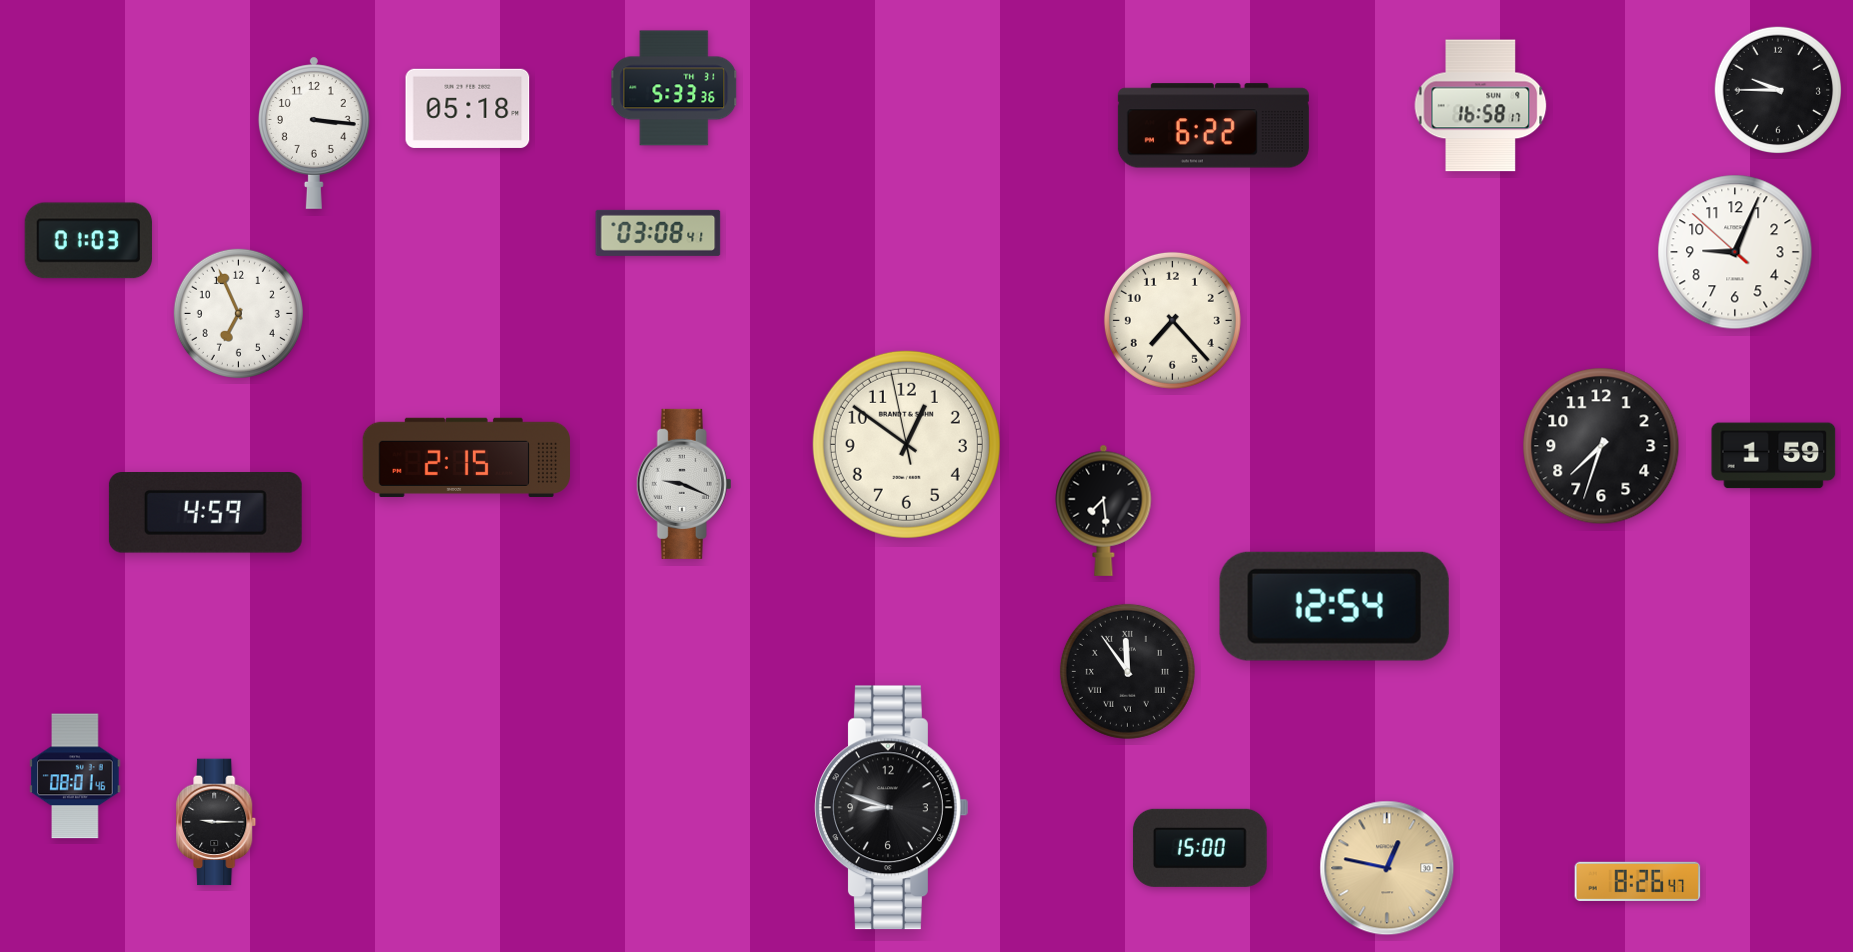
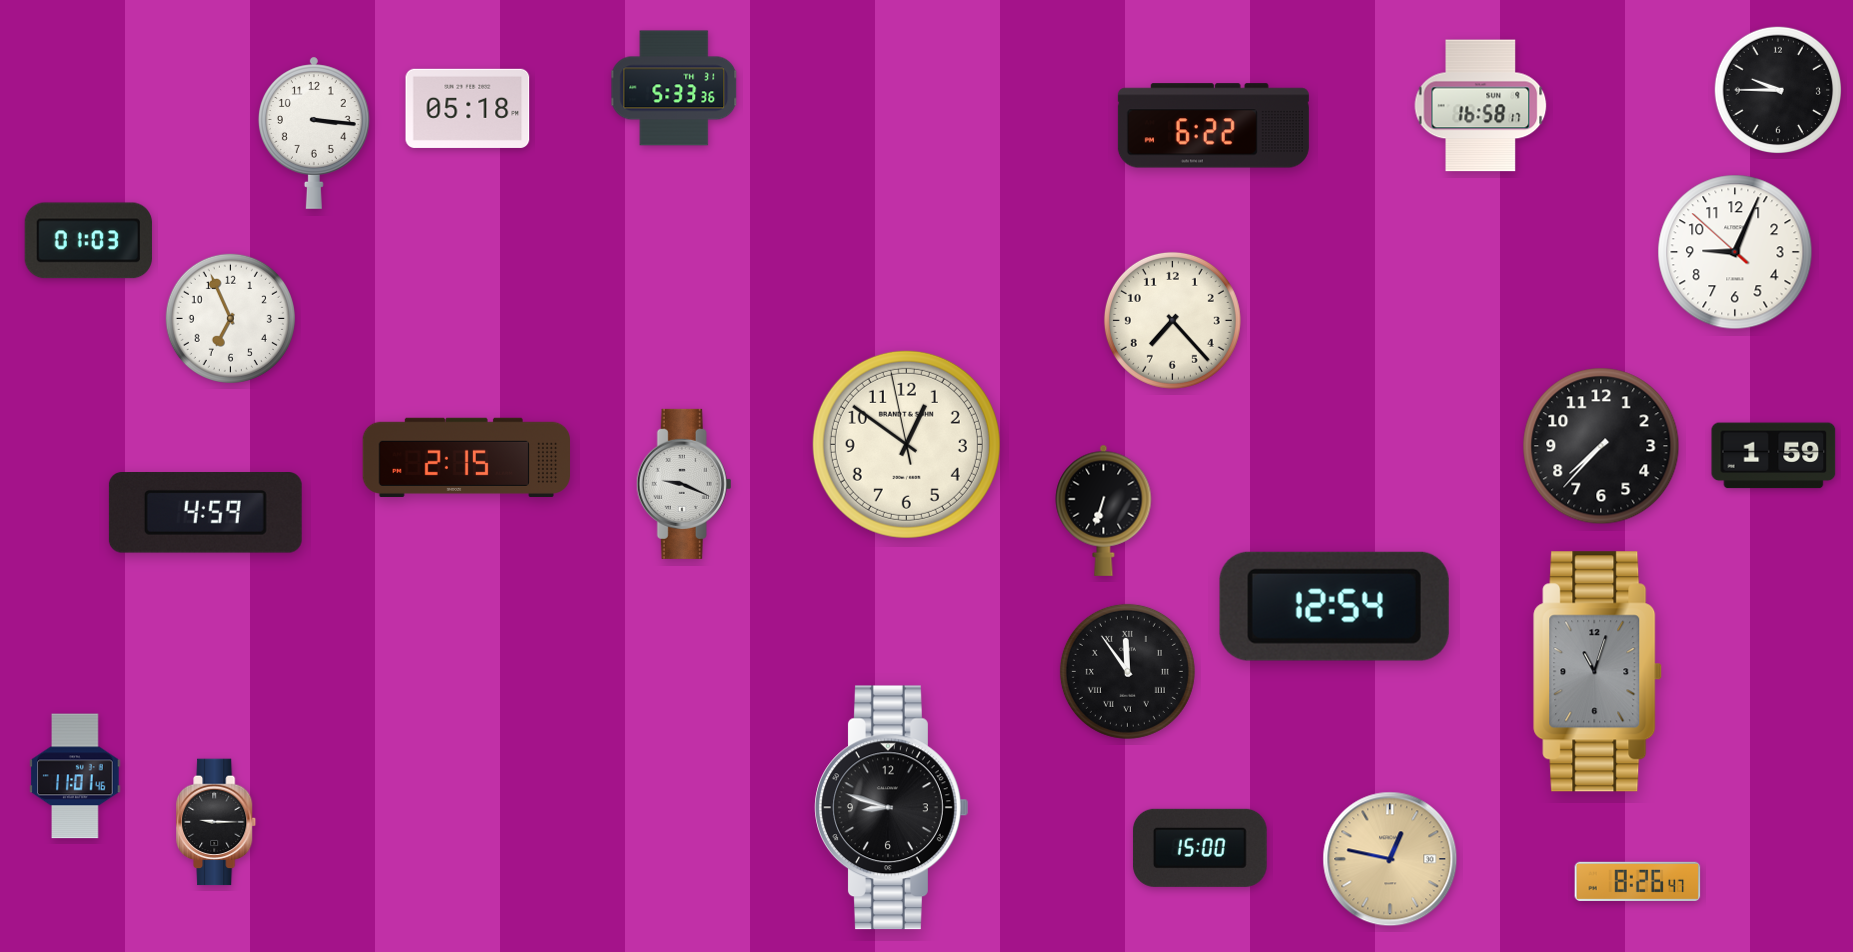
clock at (658, 233): 03:08 -> none
clock at (238, 313) position: (238, 313) -> (230, 318)
clock at (1601, 446): 7:33 -> 7:37
clock at (1104, 510): 7:29 -> 6:33
clock at (1598, 672): none -> 11:03
clock at (75, 776): 08:01 -> 11:01
clock at (1387, 868) position: (1387, 868) -> (1390, 859)
